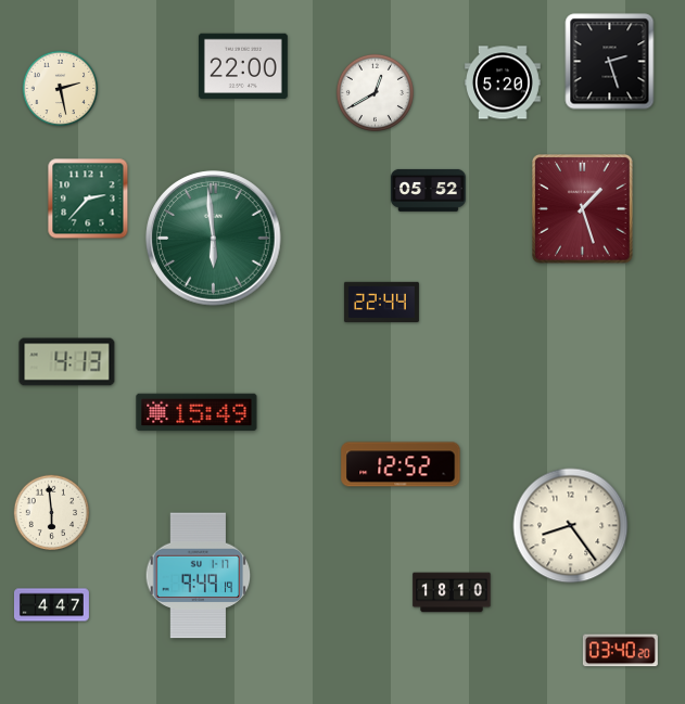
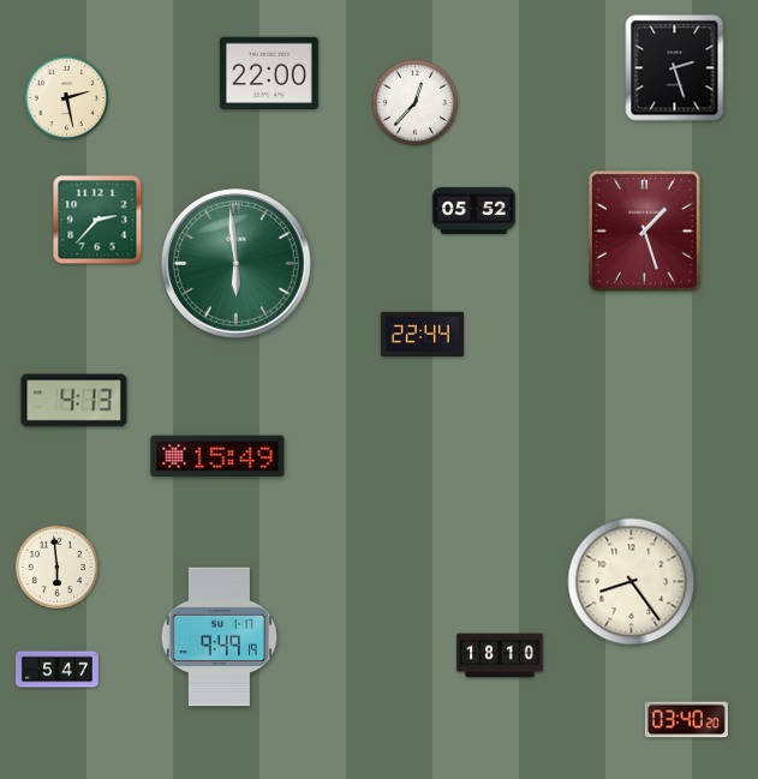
clock at (503, 82): 5:20 -> none
clock at (375, 92): 12:40 -> 12:37
clock at (401, 464): 12:52 -> none
clock at (51, 605): 4:47 -> 5:47
